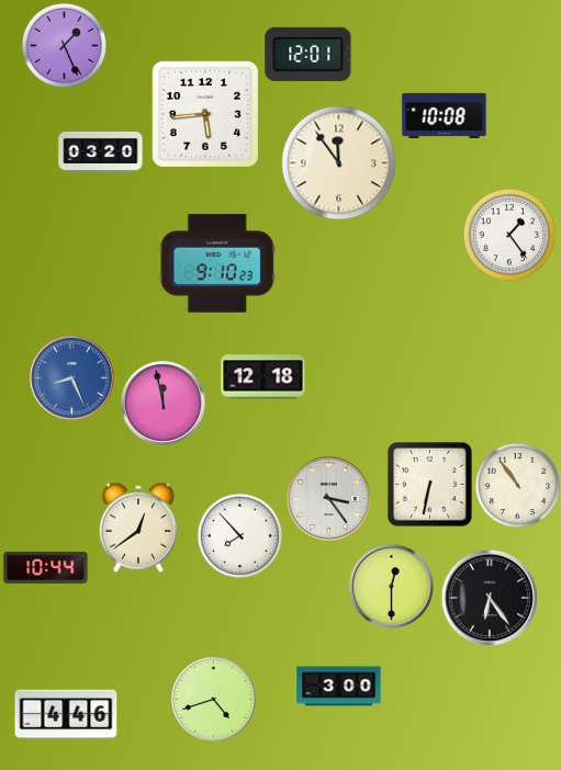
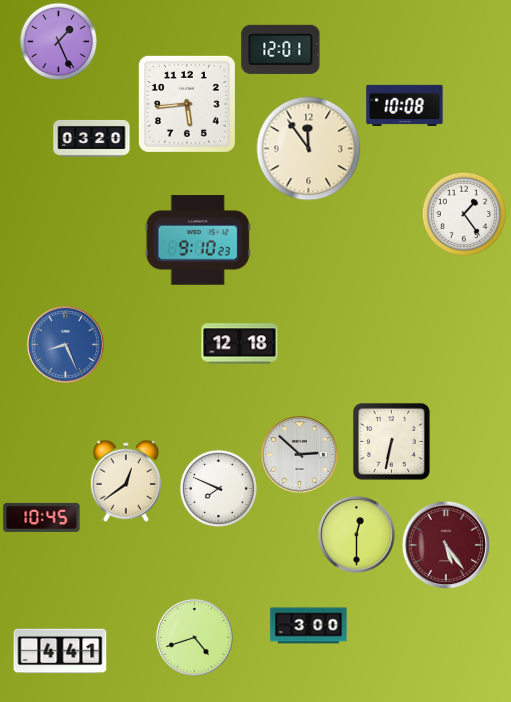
clock at (162, 403): 11:58 -> none
clock at (517, 485): 10:54 -> none
clock at (328, 498): 3:24 -> 2:52
clock at (239, 535): 7:53 -> 7:49
clock at (46, 567): 10:44 -> 10:45
clock at (490, 598): 6:24 -> 5:24
clock at (490, 598) dial: black -> burgundy
clock at (66, 714): 4:46 -> 4:41
